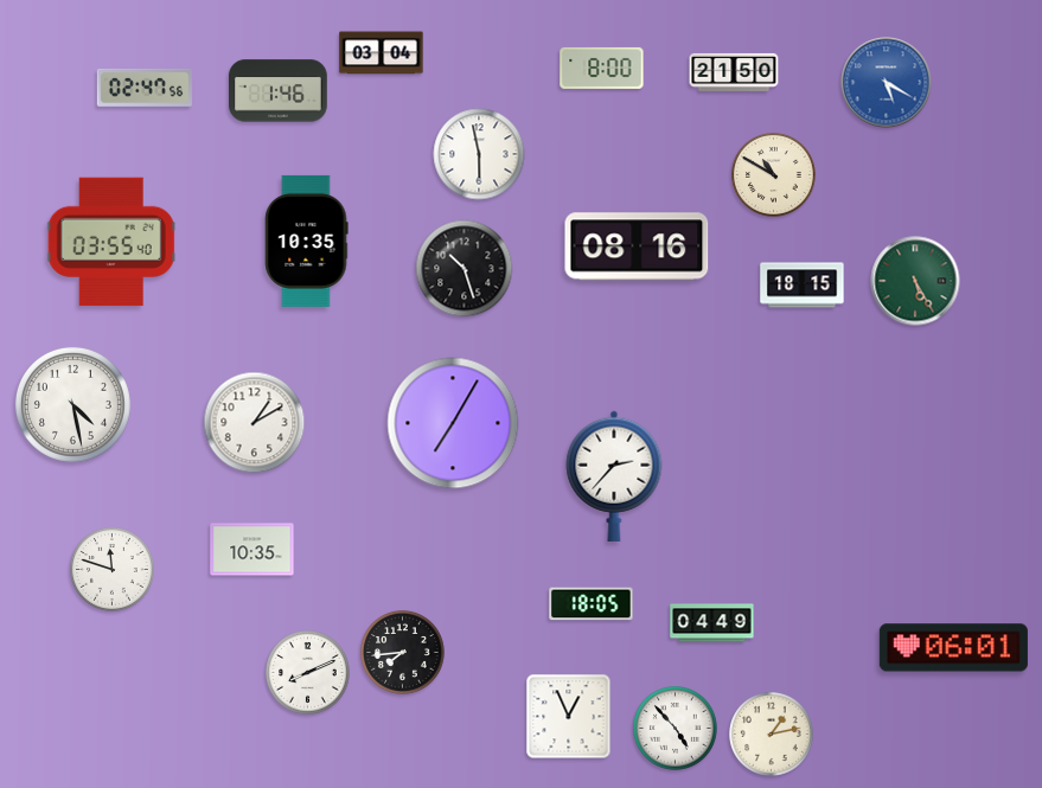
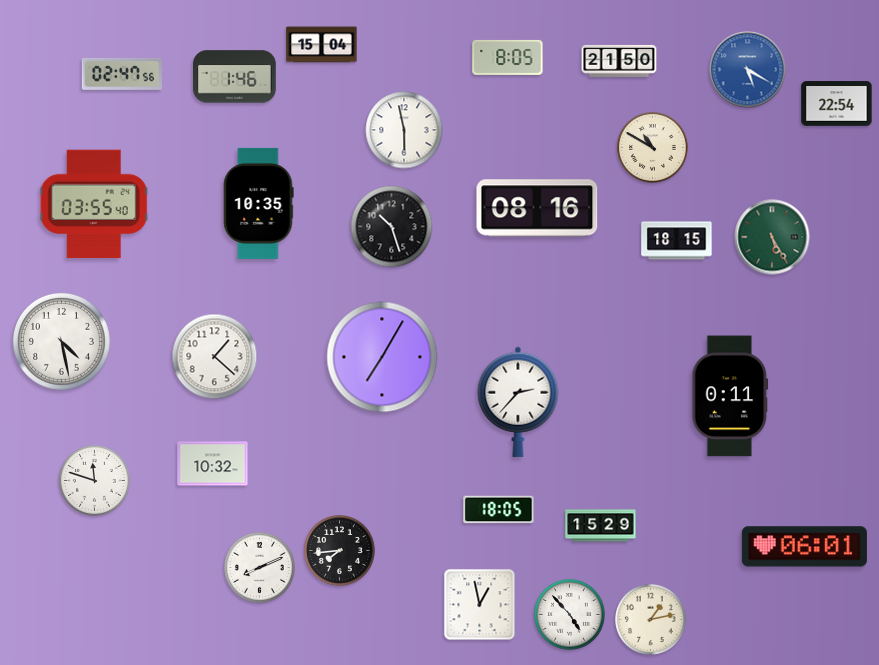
clock at (382, 53): 03:04 -> 15:04
clock at (602, 68): 8:00 -> 8:05
clock at (837, 104): none -> 22:54
clock at (255, 423): 1:10 -> 1:22
clock at (730, 396): none -> 0:11
clock at (252, 550): 10:35 -> 10:32
clock at (712, 623): 04:49 -> 15:29
clock at (569, 717): 12:56 -> 12:58
